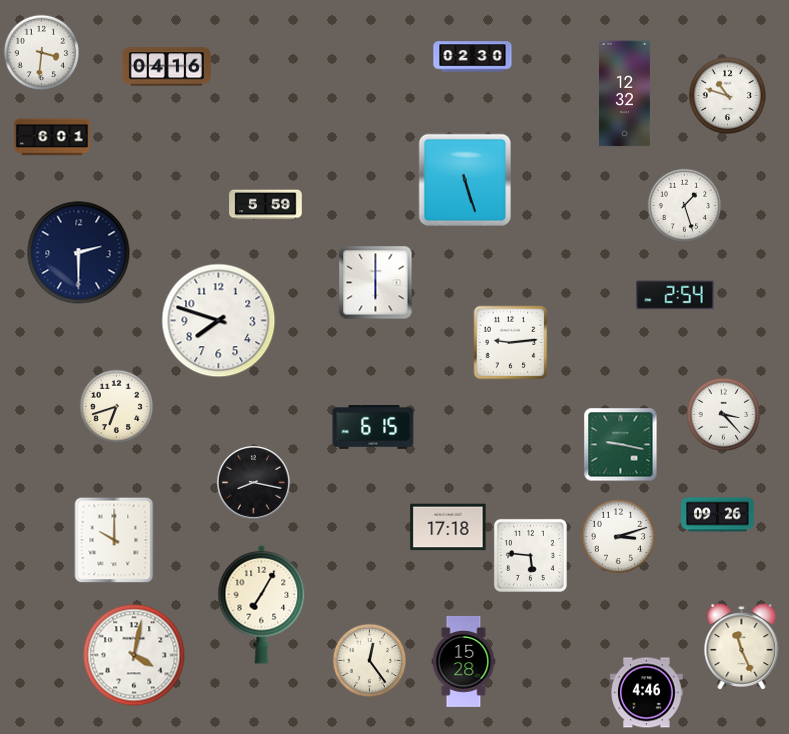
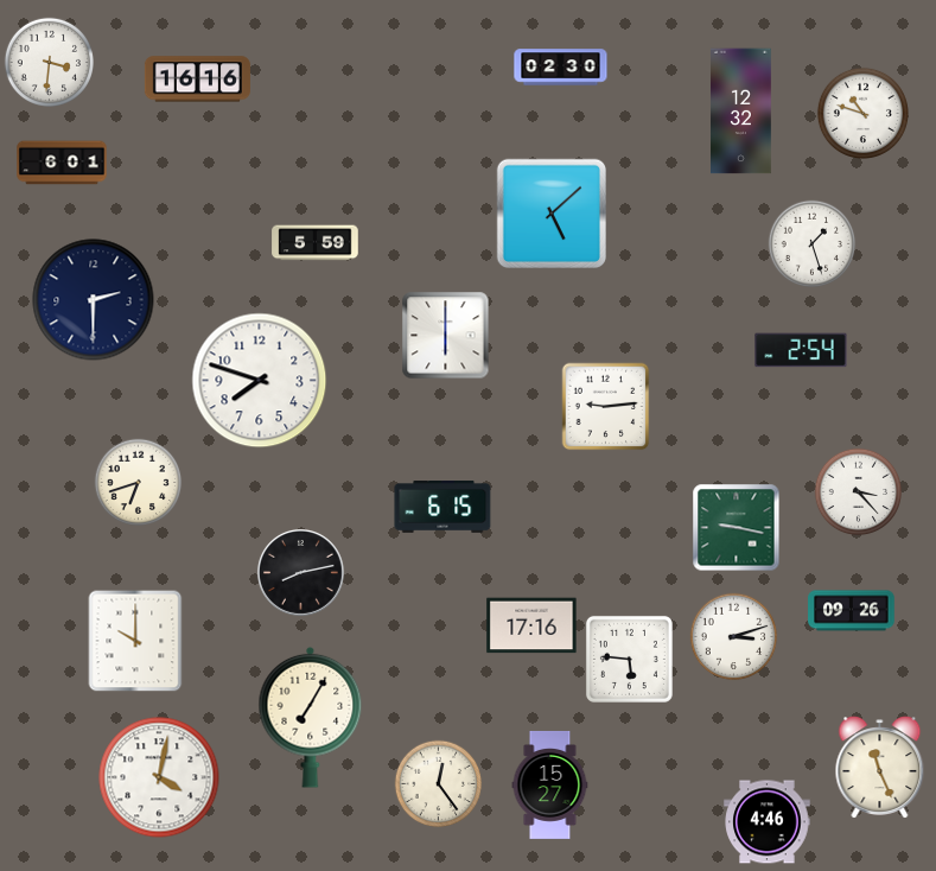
clock at (166, 67): 04:16 -> 16:16
clock at (464, 179): 5:27 -> 5:08
clock at (253, 482): 8:17 -> 8:13
clock at (448, 527): 17:18 -> 17:16
clock at (464, 661): 15:28 -> 15:27
